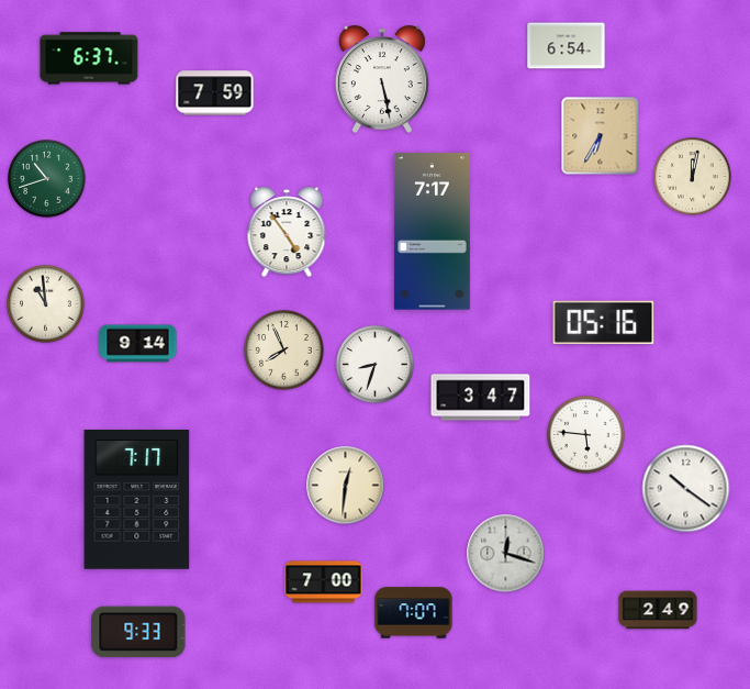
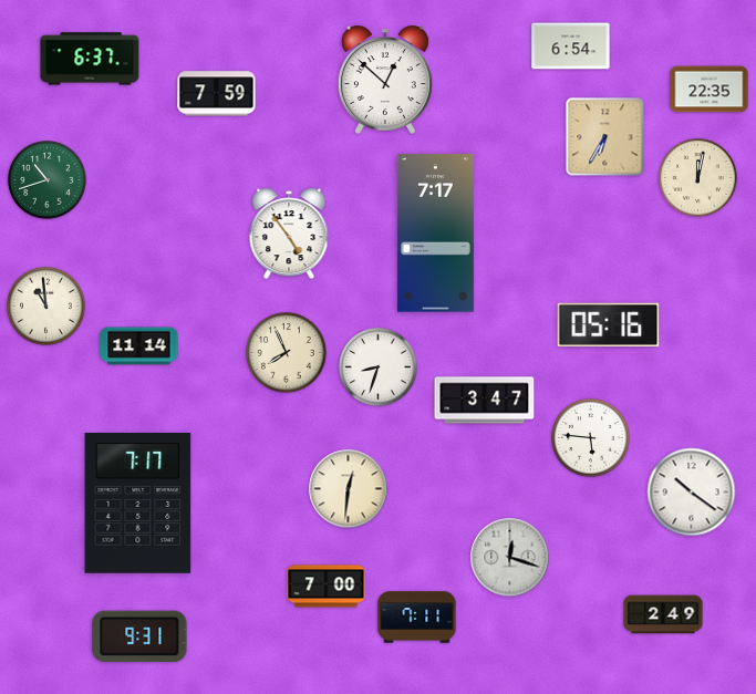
clock at (382, 79): 5:28 -> 12:52
clock at (710, 90): none -> 22:35
clock at (138, 344): 9:14 -> 11:14
clock at (414, 613): 7:07 -> 7:11
clock at (138, 632): 9:33 -> 9:31
